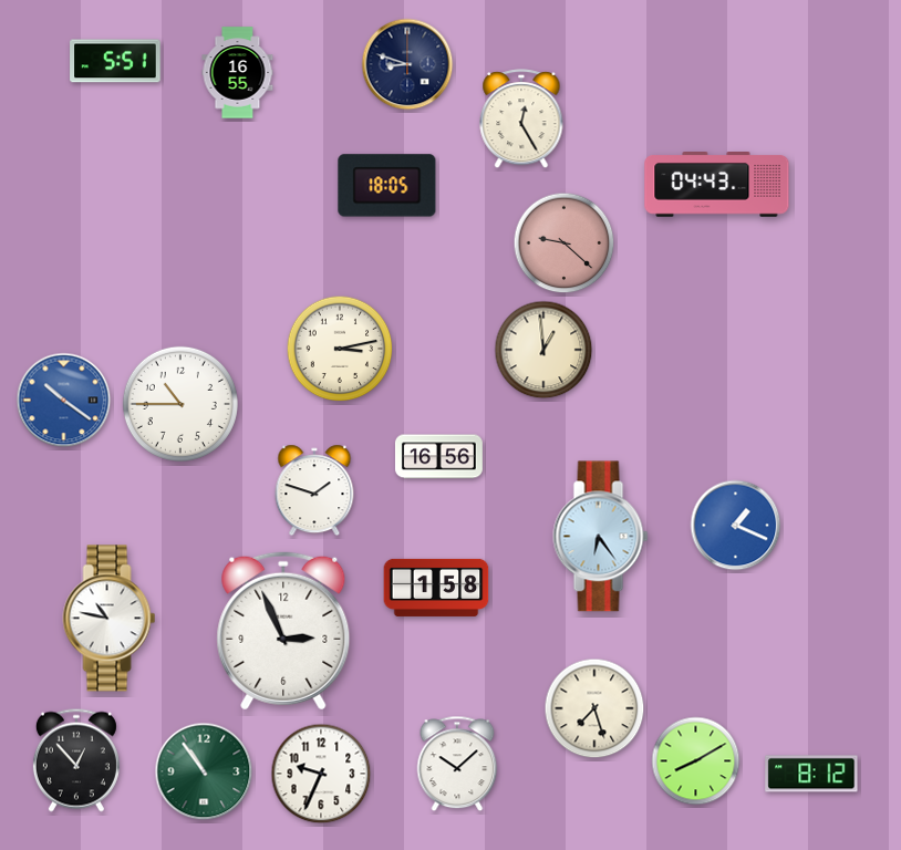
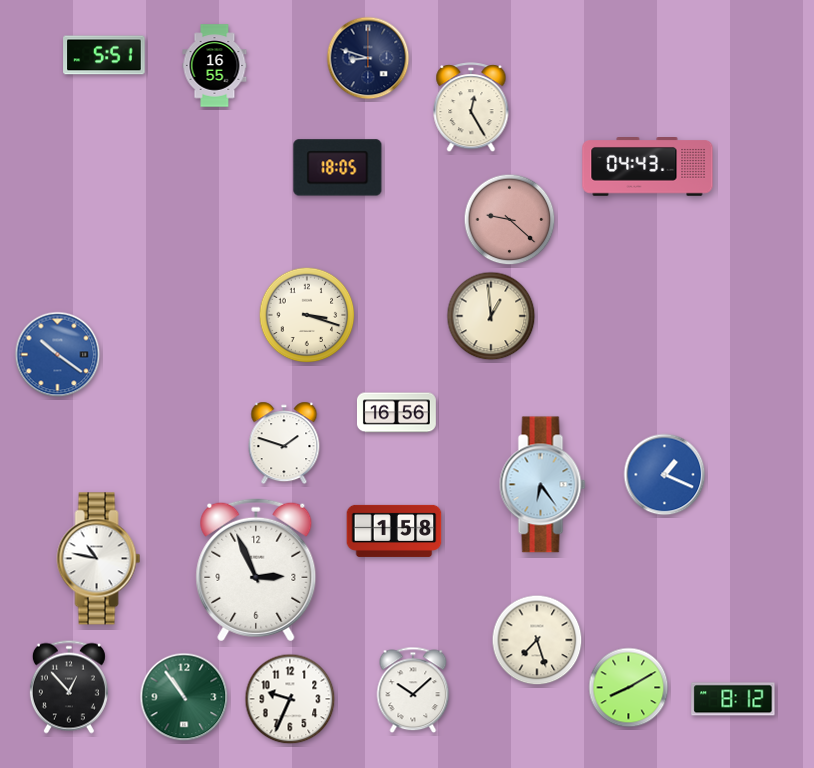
clock at (387, 186) position: (387, 186) -> (338, 168)
clock at (340, 349): 3:13 -> 3:18
clock at (64, 401) position: (64, 401) -> (58, 355)
clock at (180, 404): 10:45 -> none
